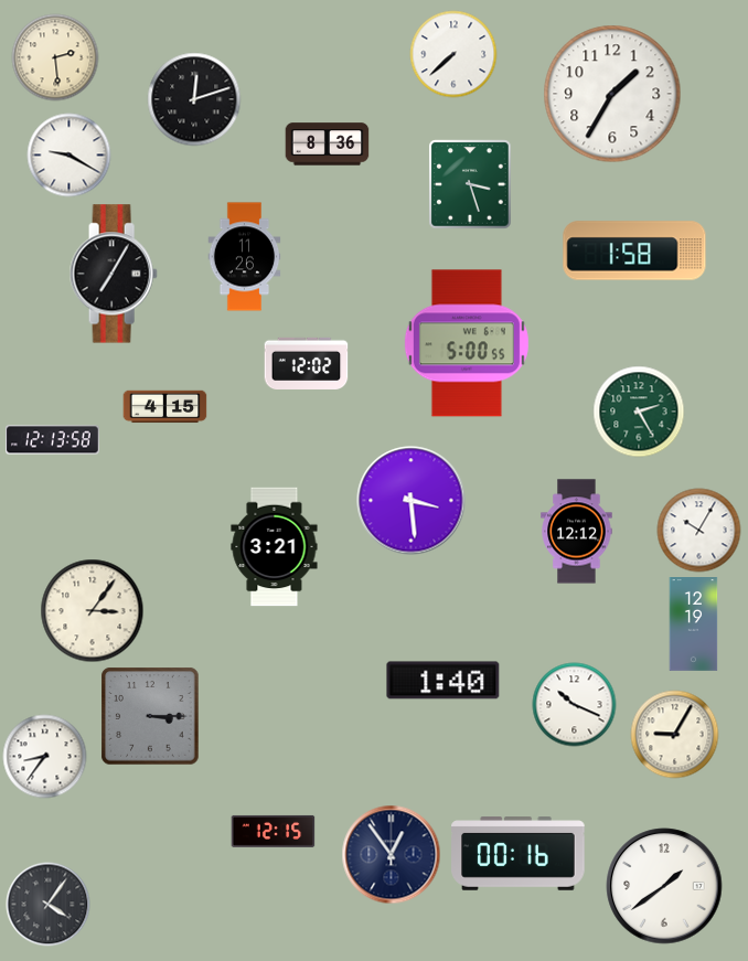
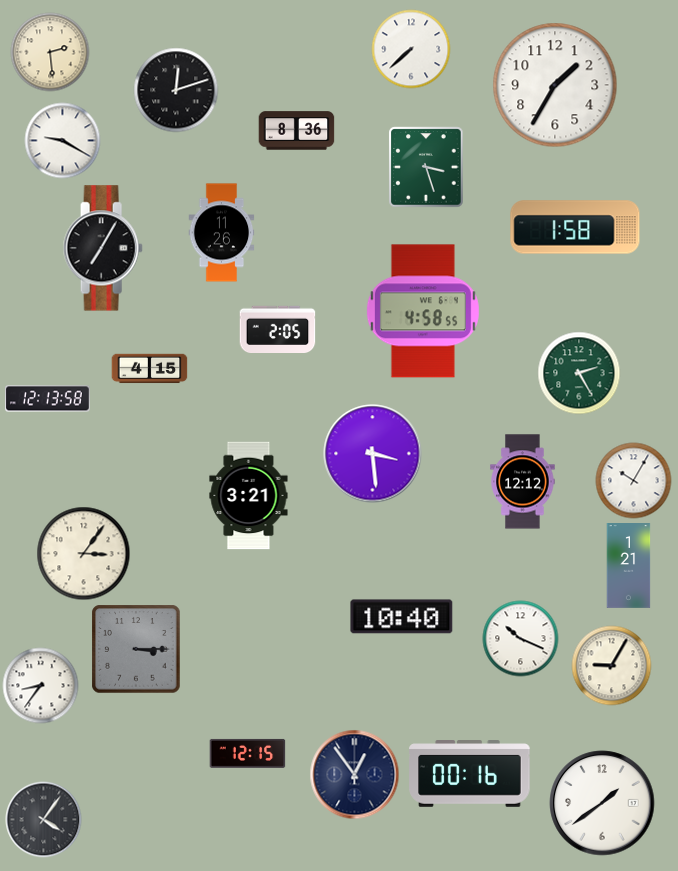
clock at (467, 343): 5:00 -> 4:58
clock at (307, 363): 12:02 -> 2:05
clock at (694, 624): 12:19 -> 1:21
clock at (444, 681): 1:40 -> 10:40
